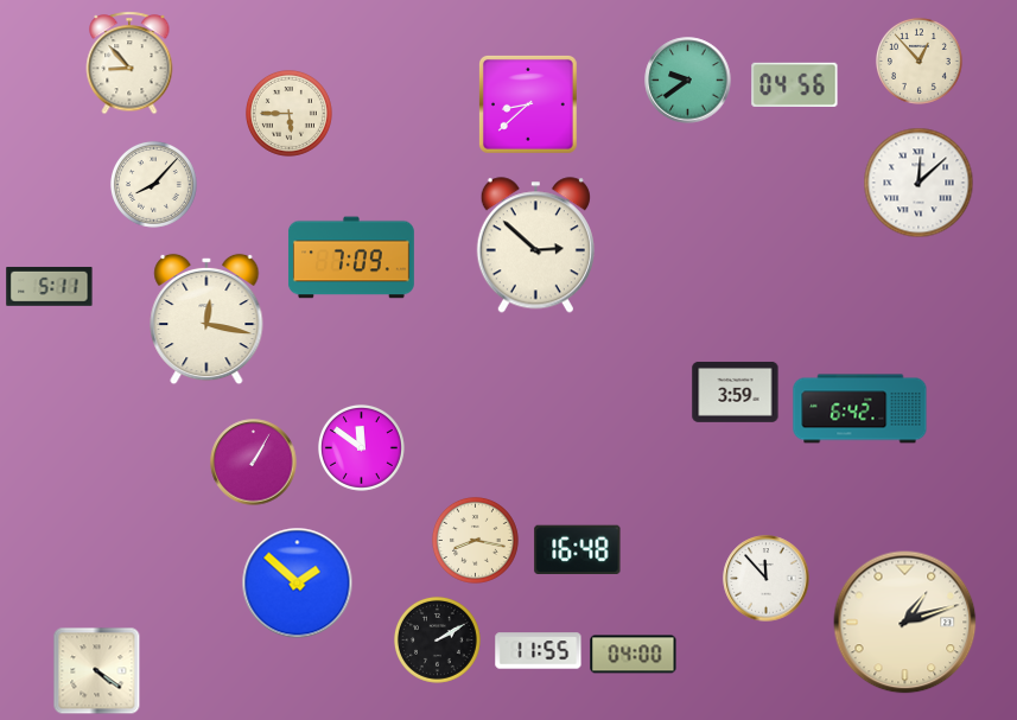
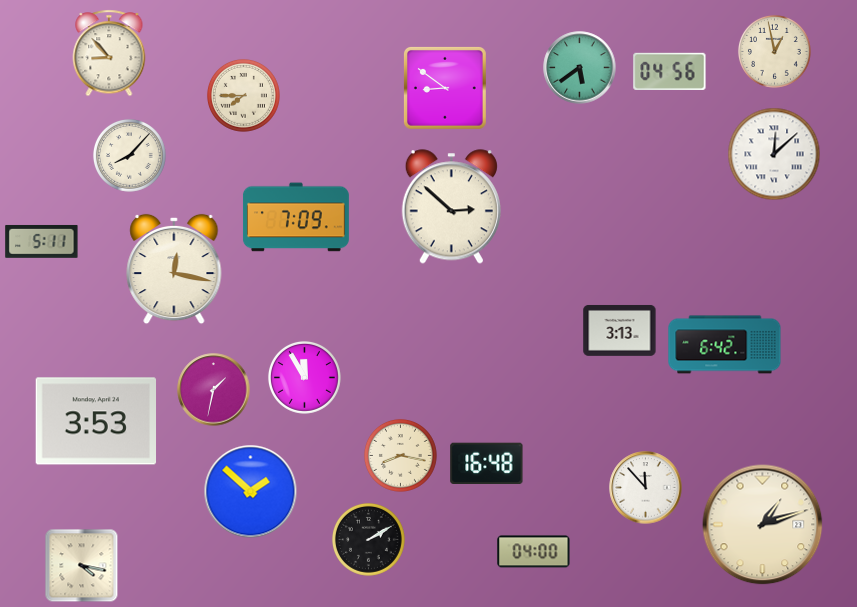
clock at (919, 60): 12:53 -> 12:58
clock at (688, 81): 9:39 -> 5:39
clock at (528, 104): 8:38 -> 8:51
clock at (288, 113): 5:45 -> 7:45
clock at (736, 391): 3:59 -> 3:13
clock at (361, 447): 11:51 -> 11:55
clock at (254, 463): 1:05 -> 1:32
clock at (96, 421): none -> 3:53
clock at (539, 651): 11:55 -> none
clock at (97, 671): 4:21 -> 4:17
